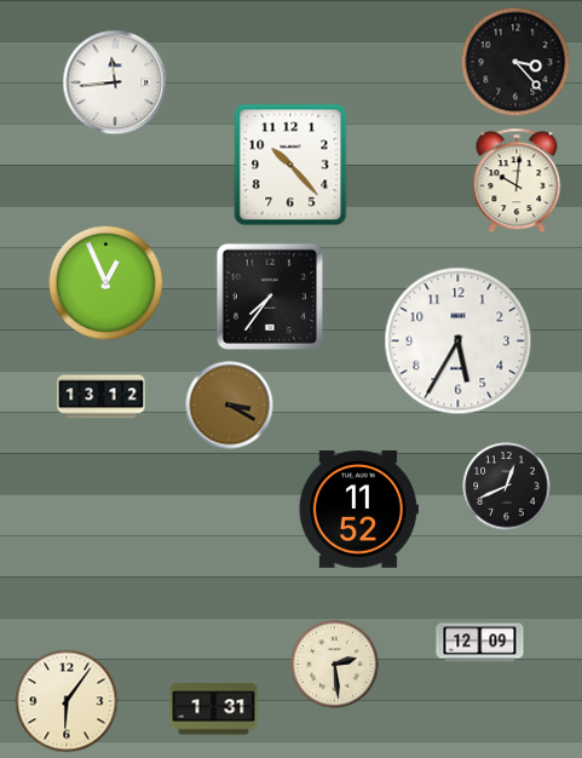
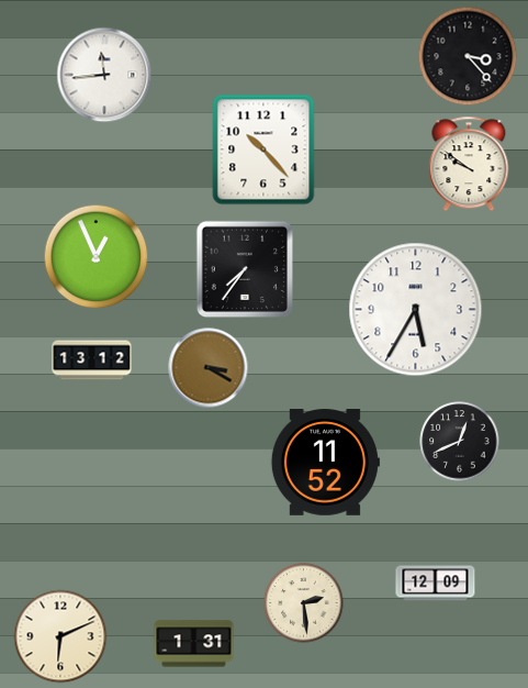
clock at (517, 180): 10:01 -> 9:51
clock at (67, 701): 6:06 -> 6:11
